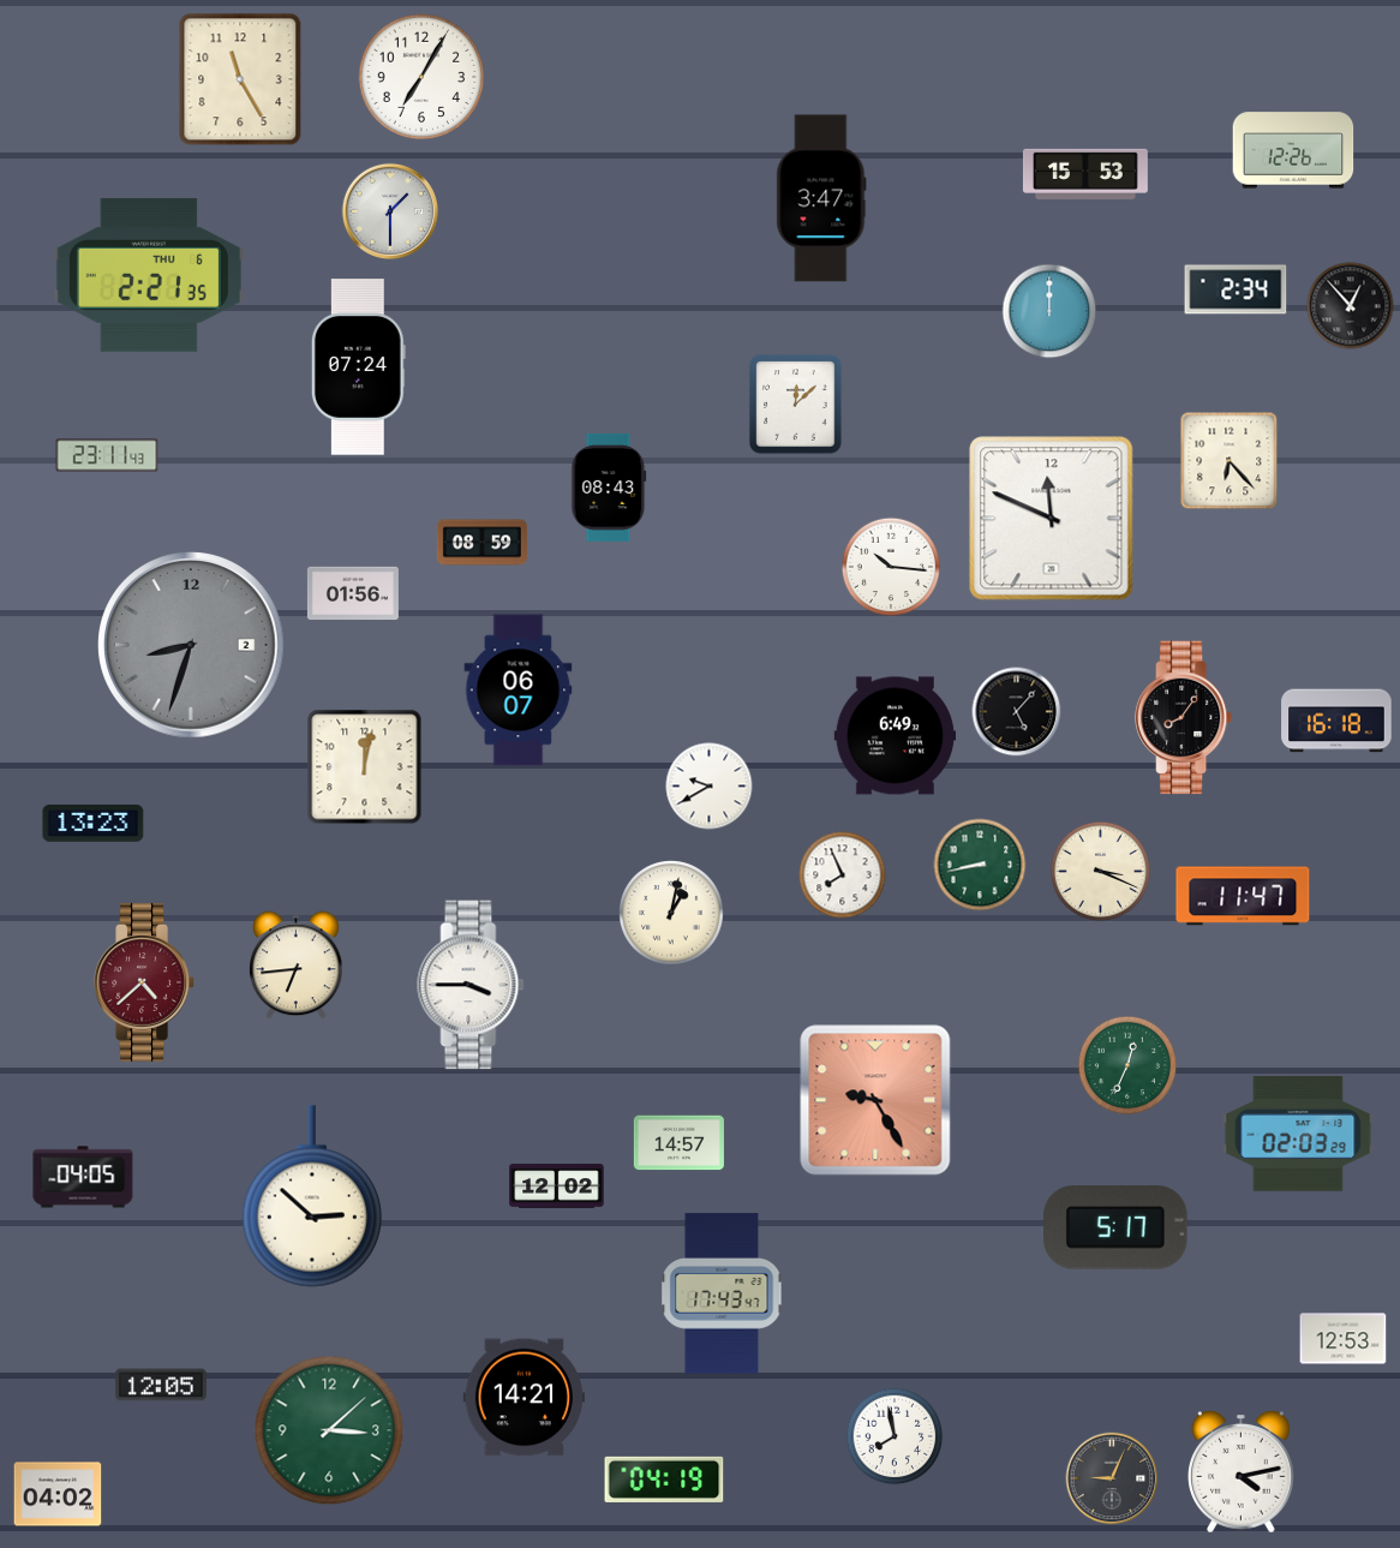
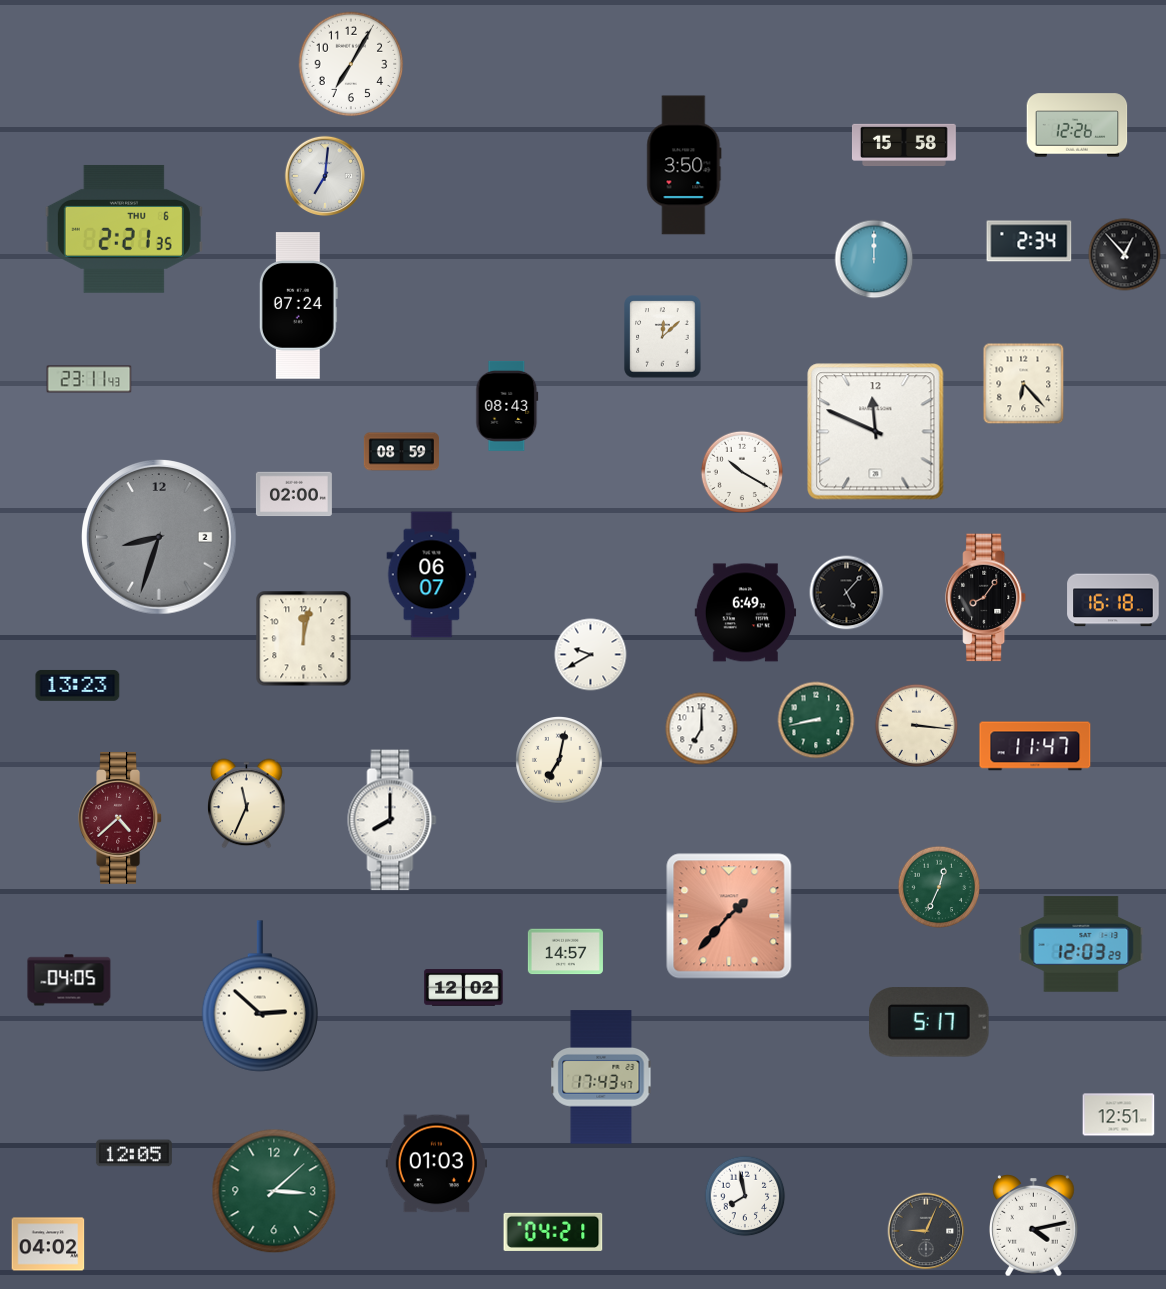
clock at (240, 79): 11:25 -> none
clock at (1085, 173): 15:53 -> 15:58
clock at (821, 198): 3:47 -> 3:50
clock at (389, 210): 1:30 -> 7:01
clock at (891, 567): 10:16 -> 10:20
clock at (353, 593): 01:56 -> 02:00
clock at (1100, 871): 3:19 -> 3:16
clock at (843, 875): 7:56 -> 7:00
clock at (672, 914): 1:02 -> 7:02
clock at (297, 966): 6:44 -> 11:34
clock at (471, 985): 3:45 -> 8:00
clock at (875, 1100): 9:25 -> 1:37
clock at (1298, 1134): 02:03 -> 12:03
clock at (1344, 1339): 12:53 -> 12:51
clock at (525, 1398): 14:21 -> 01:03
clock at (664, 1480): 04:19 -> 04:21
